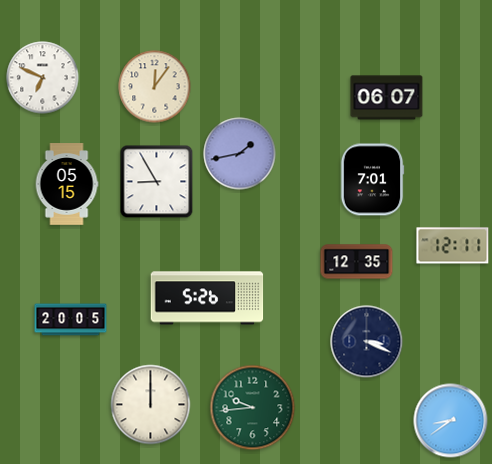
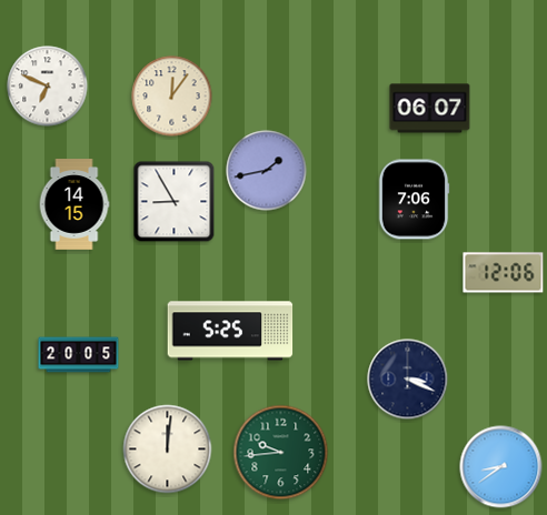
clock at (372, 180): 7:01 -> 7:06
clock at (67, 184): 05:15 -> 14:15
clock at (453, 246): 12:11 -> 12:06
clock at (357, 262): 12:35 -> none
clock at (207, 298): 5:26 -> 5:25
clock at (151, 405): 12:00 -> 12:01
